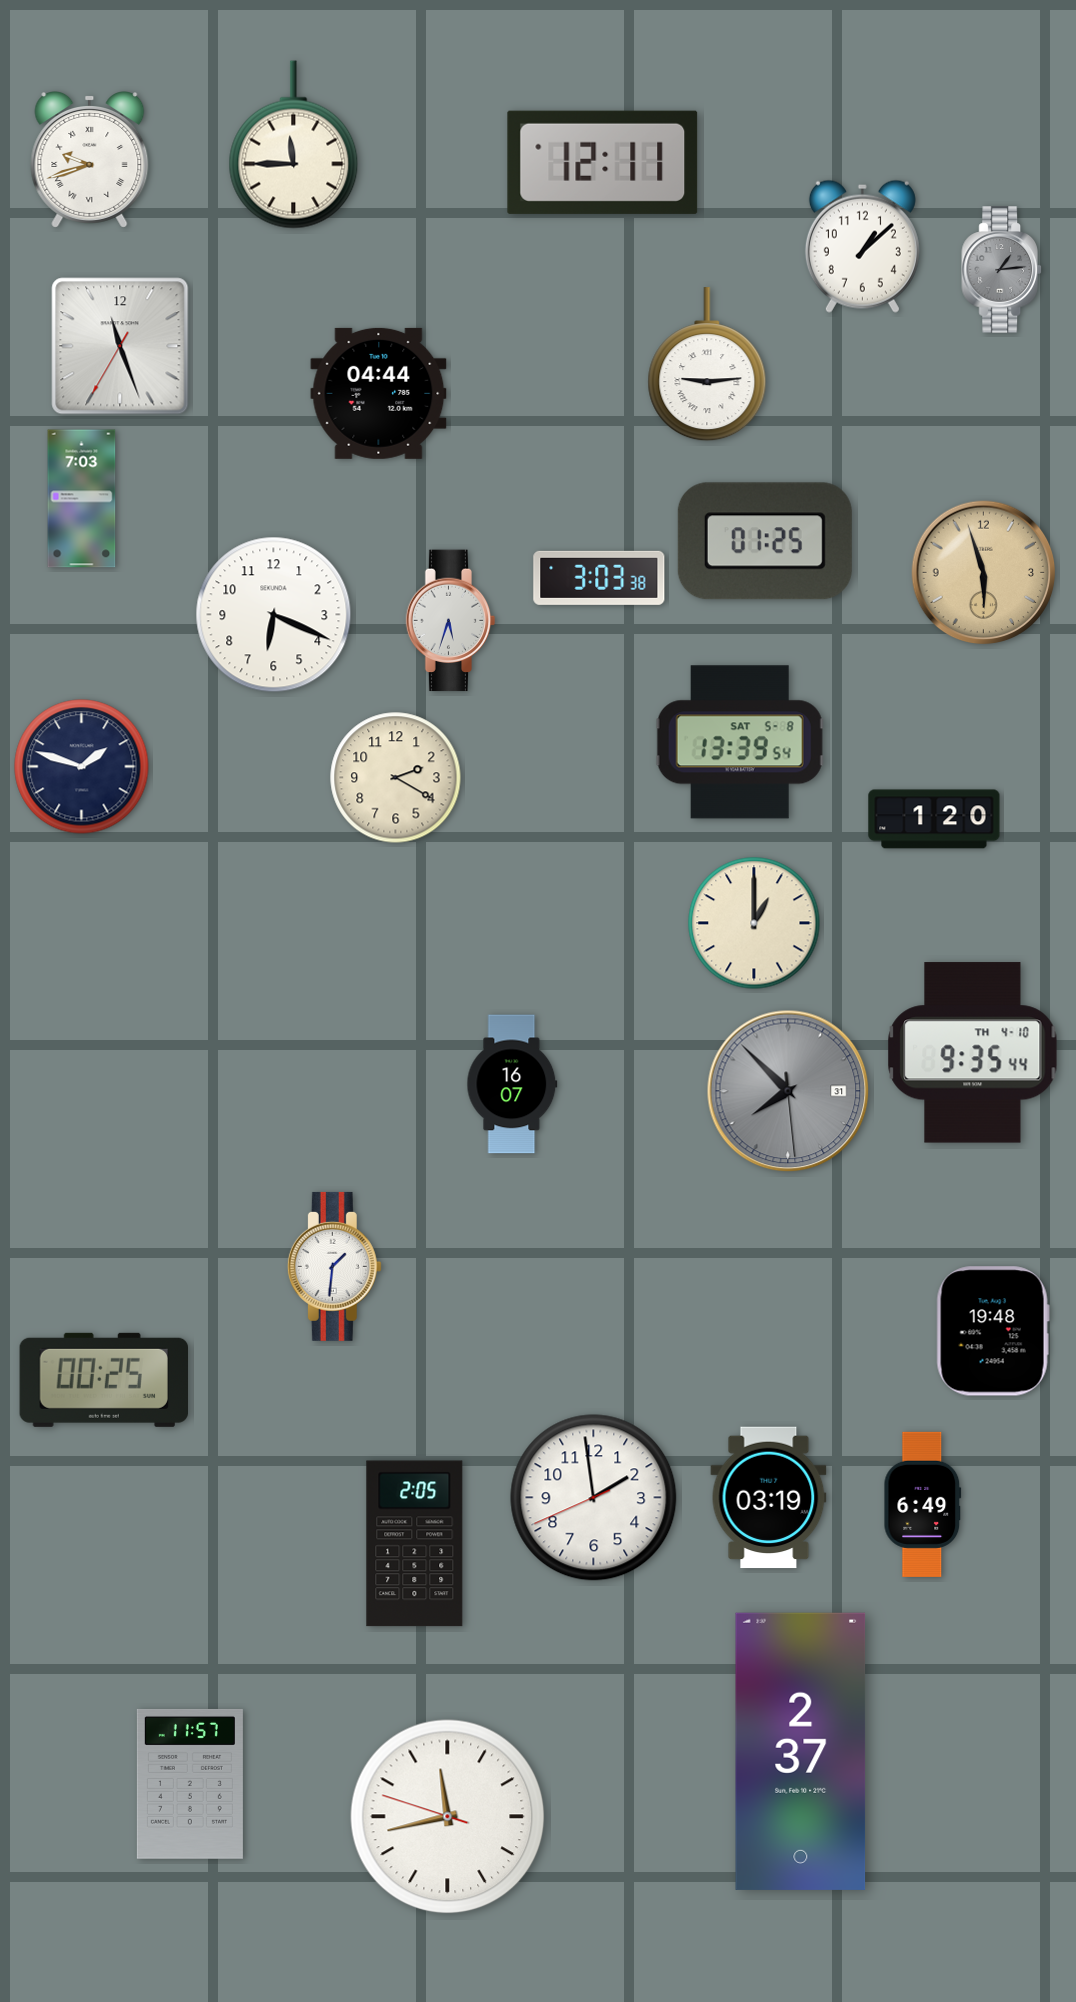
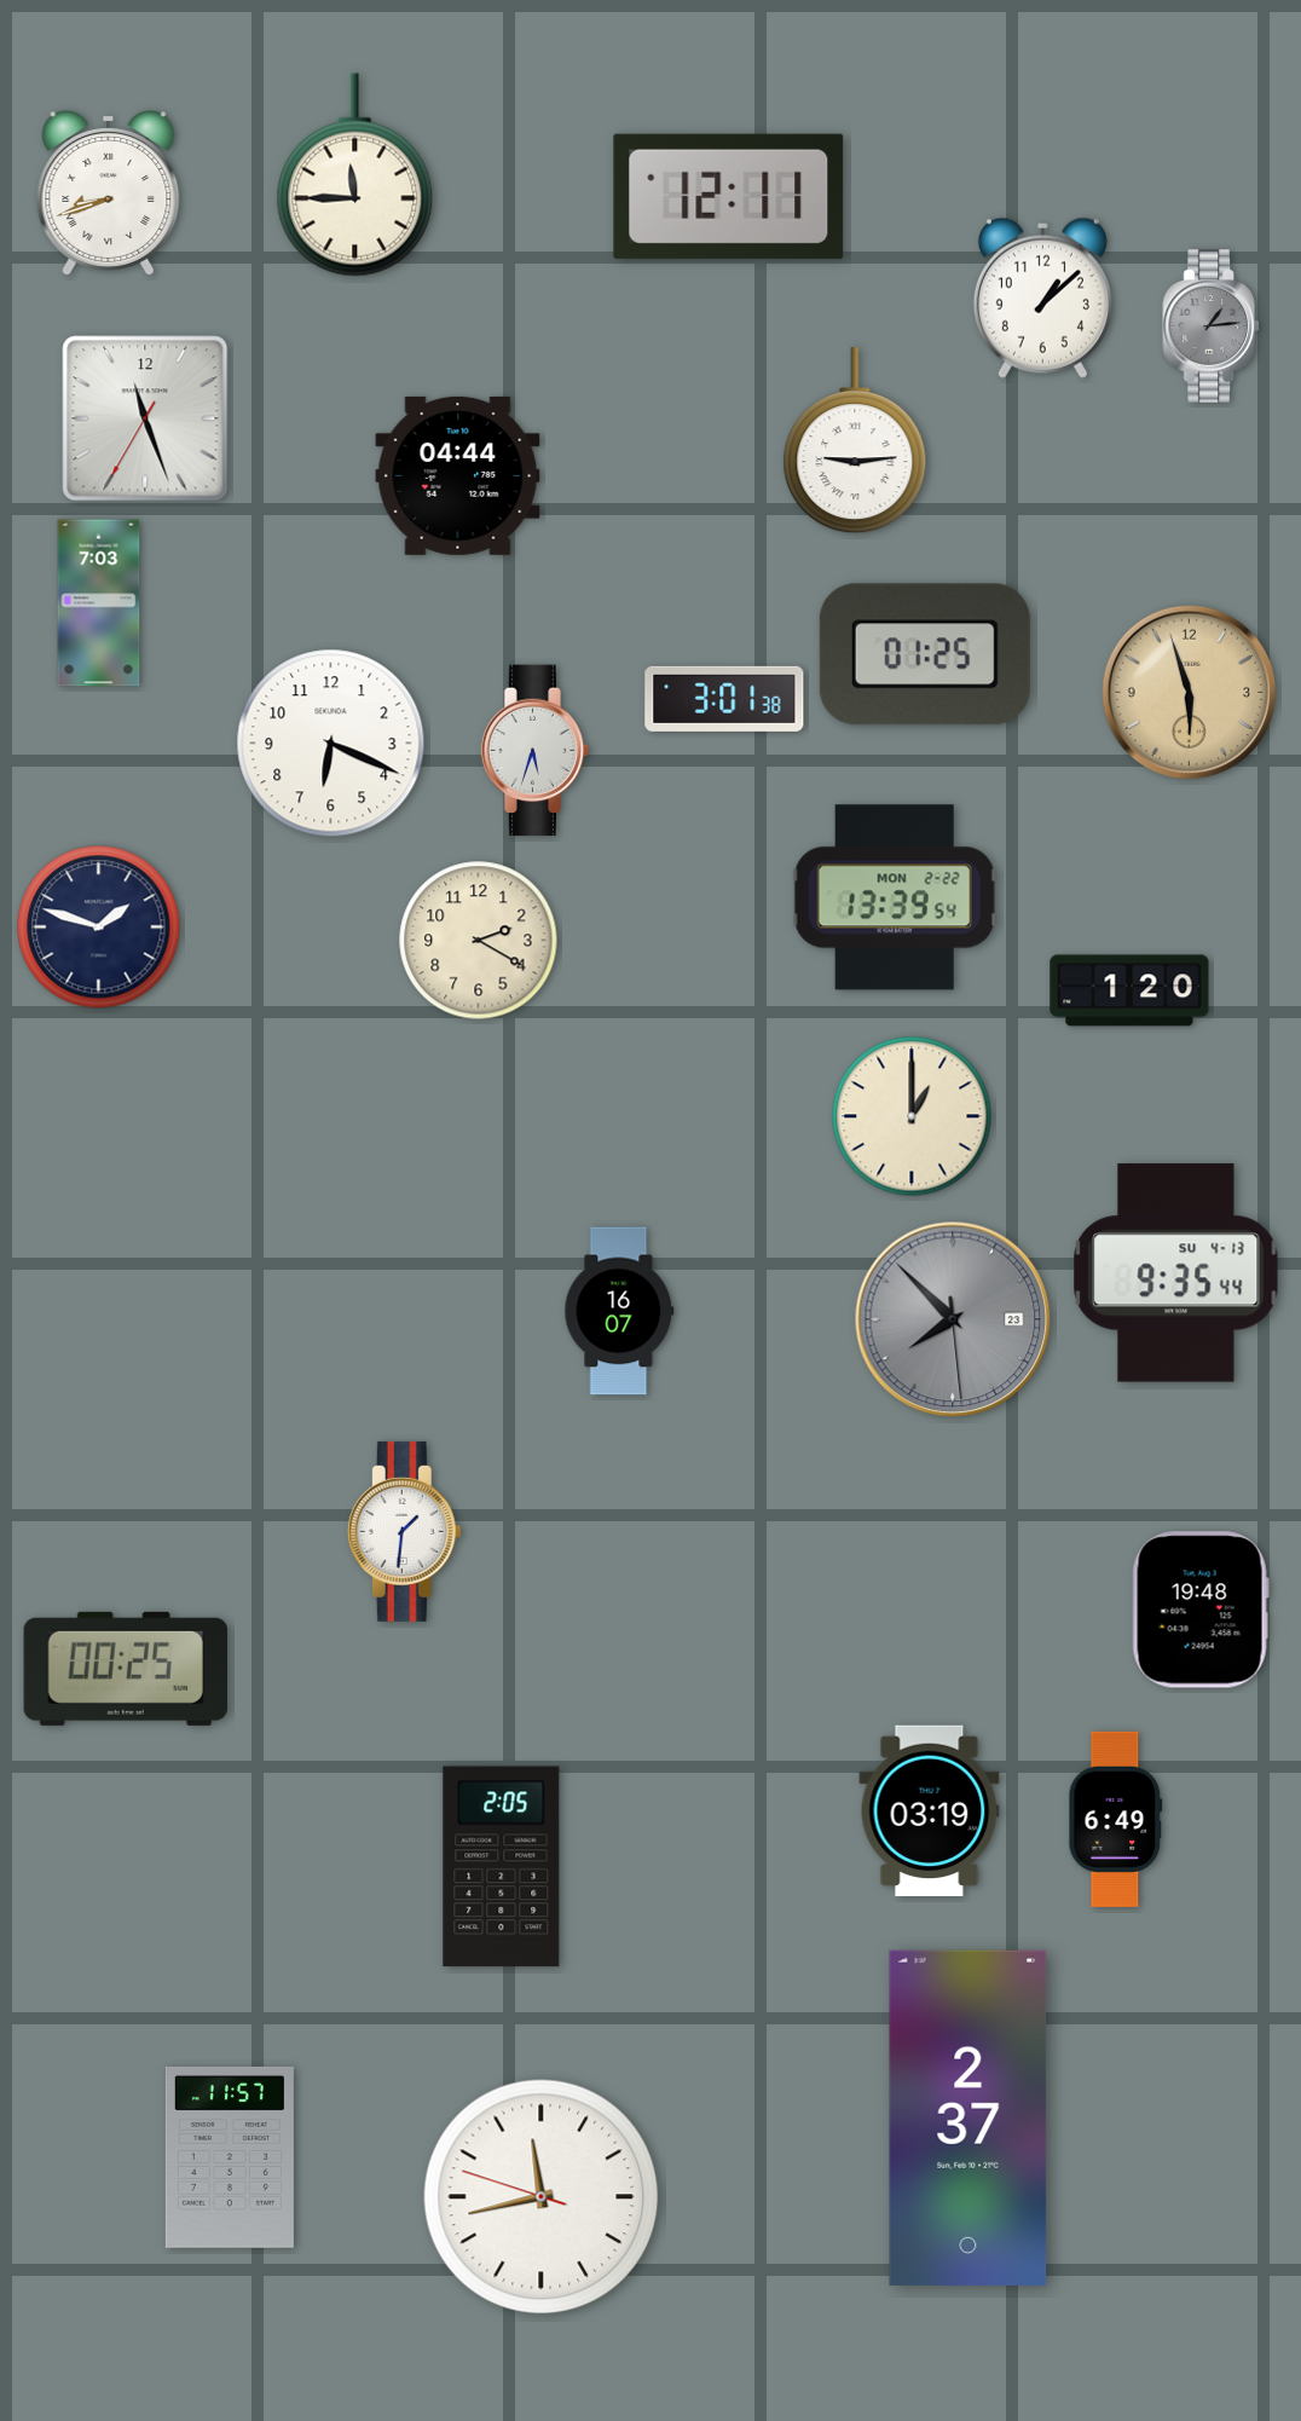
clock at (90, 160): 9:42 -> 8:42
clock at (599, 578): 3:03 -> 3:01
clock at (451, 621) position: (451, 621) -> (536, 751)
clock at (740, 742) date: SAT 5-8 -> MON 2-22
clock at (973, 1053) date: TH 4-10 -> SU 4-13
clock at (788, 1091) date: 31 -> 23
clock at (594, 1498): 1:58 -> none
